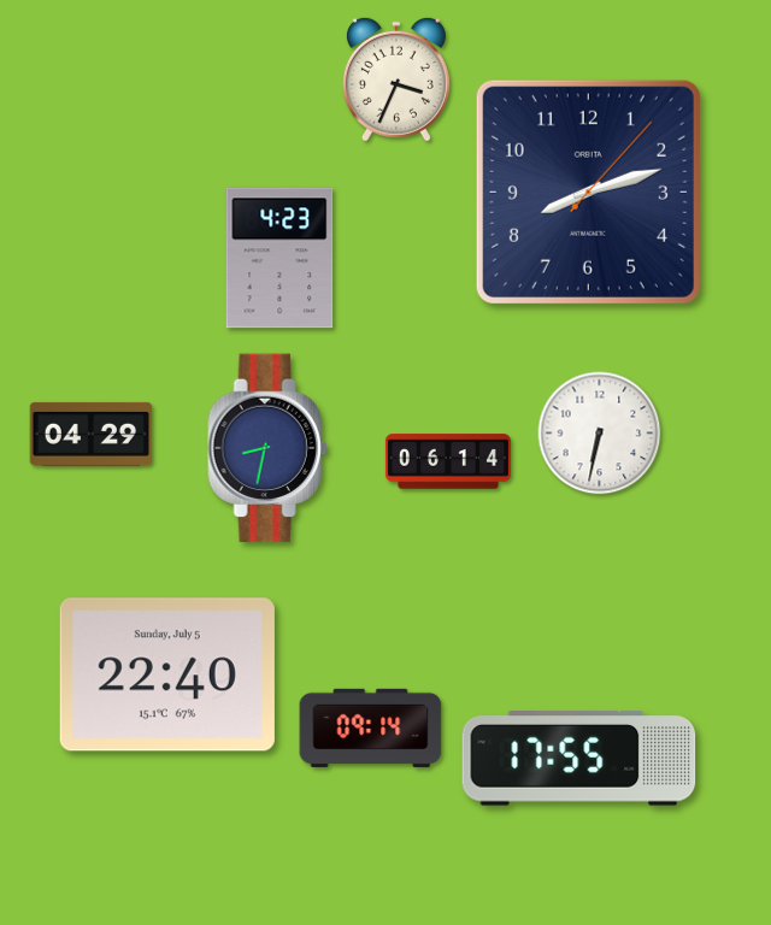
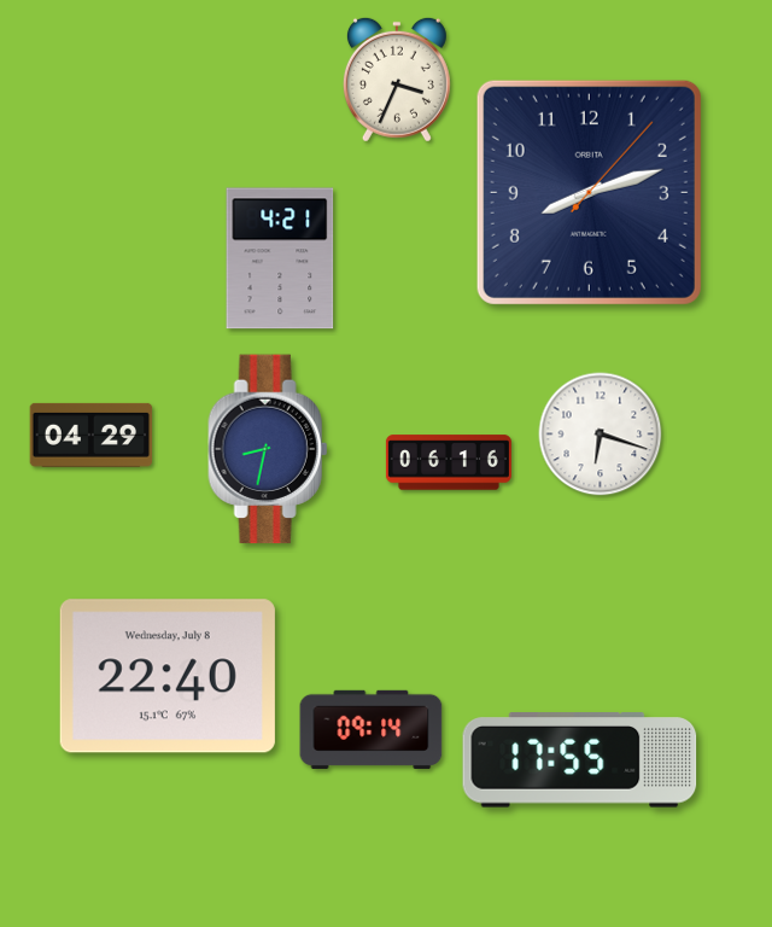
clock at (279, 258): 4:23 -> 4:21
clock at (600, 434): 6:32 -> 6:18
clock at (448, 461): 06:14 -> 06:16
clock at (167, 674) date: Sunday, July 5 -> Wednesday, July 8
